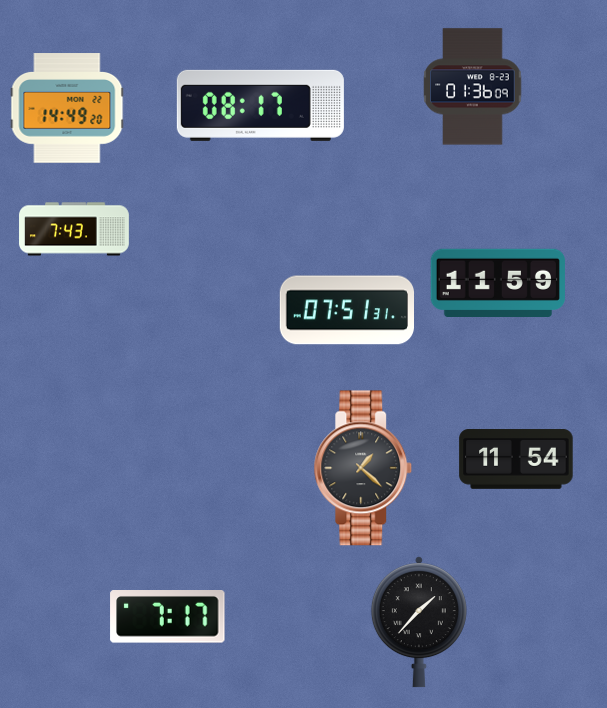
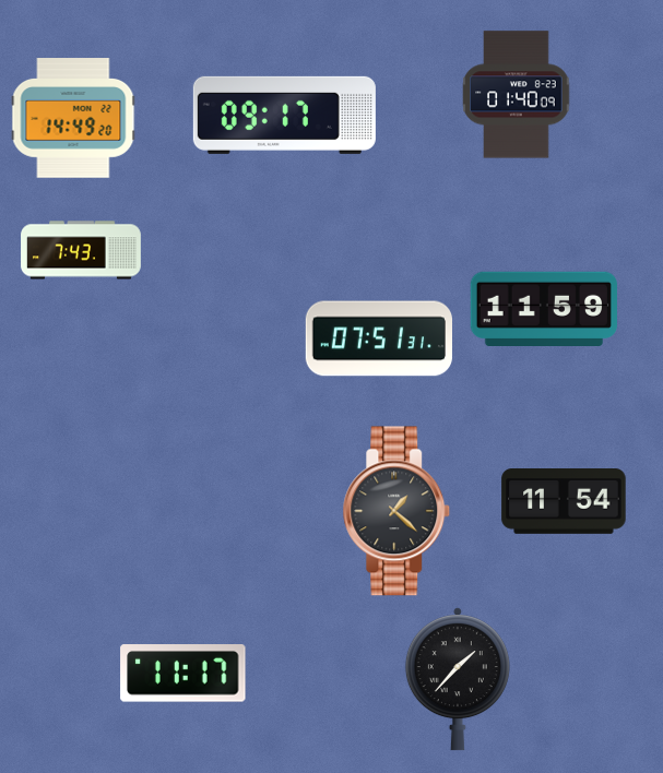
clock at (473, 87): 01:36 -> 01:40
clock at (260, 105): 08:17 -> 09:17
clock at (168, 617): 7:17 -> 11:17
